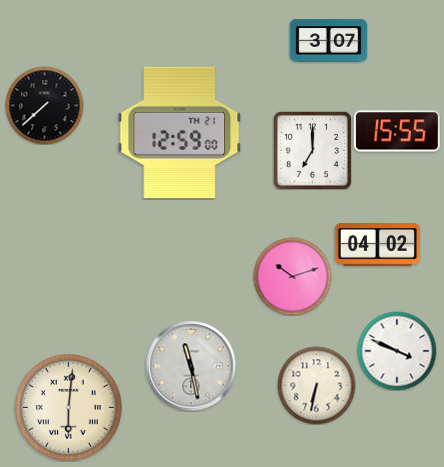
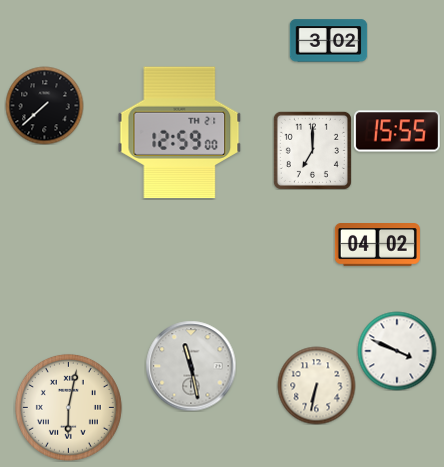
clock at (328, 41): 3:07 -> 3:02
clock at (292, 276): 10:12 -> none
clock at (68, 407): 6:01 -> 6:02
